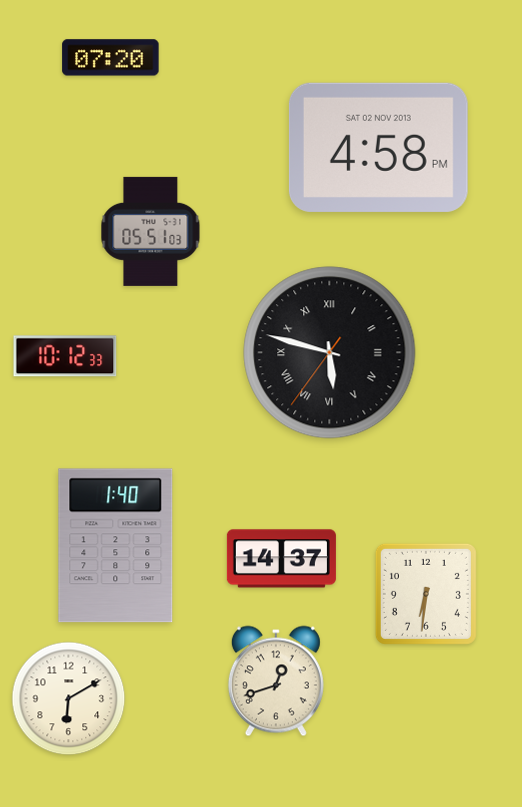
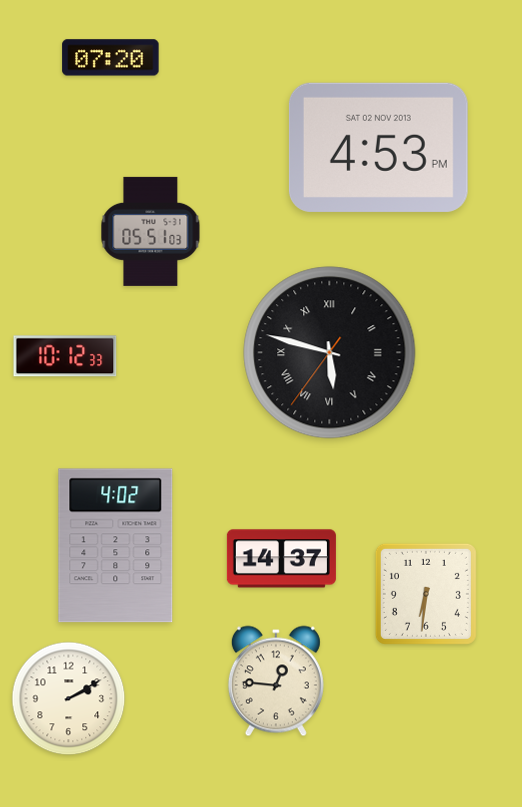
clock at (378, 147): 4:58 -> 4:53
clock at (116, 546): 1:40 -> 4:02
clock at (276, 681): 12:42 -> 12:46
clock at (69, 699): 6:10 -> 2:10
